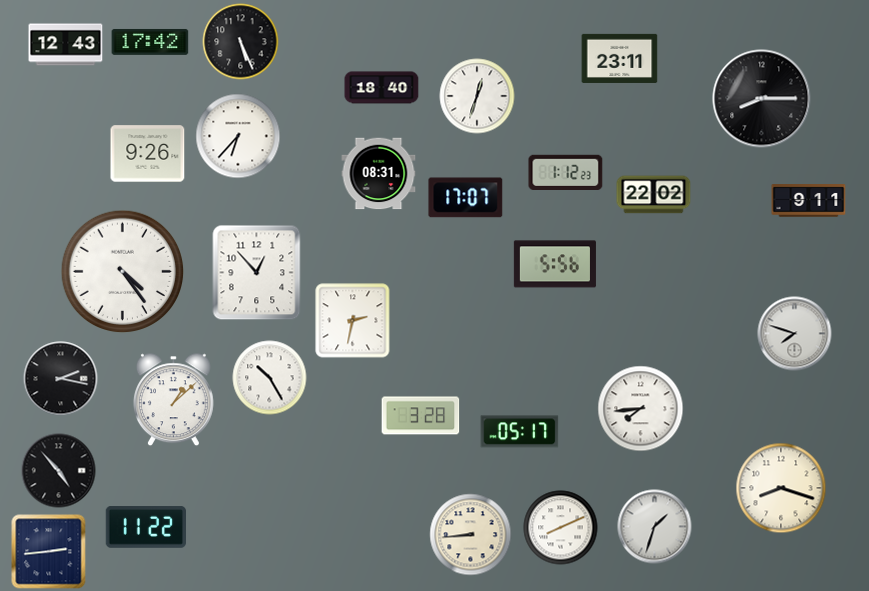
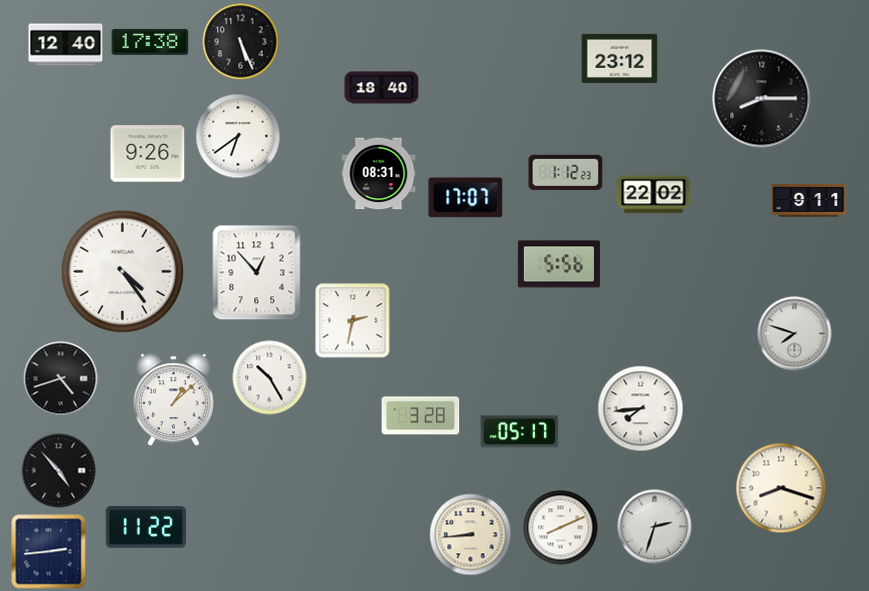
clock at (150, 42): 17:42 -> 17:38
clock at (66, 45): 12:43 -> 12:40
clock at (620, 58): 23:11 -> 23:12
clock at (477, 96): 12:33 -> none
clock at (238, 136): 6:37 -> 6:39
clock at (555, 264) position: (555, 264) -> (559, 264)
clock at (61, 379): 2:17 -> 4:42
clock at (655, 527): 1:33 -> 2:33
